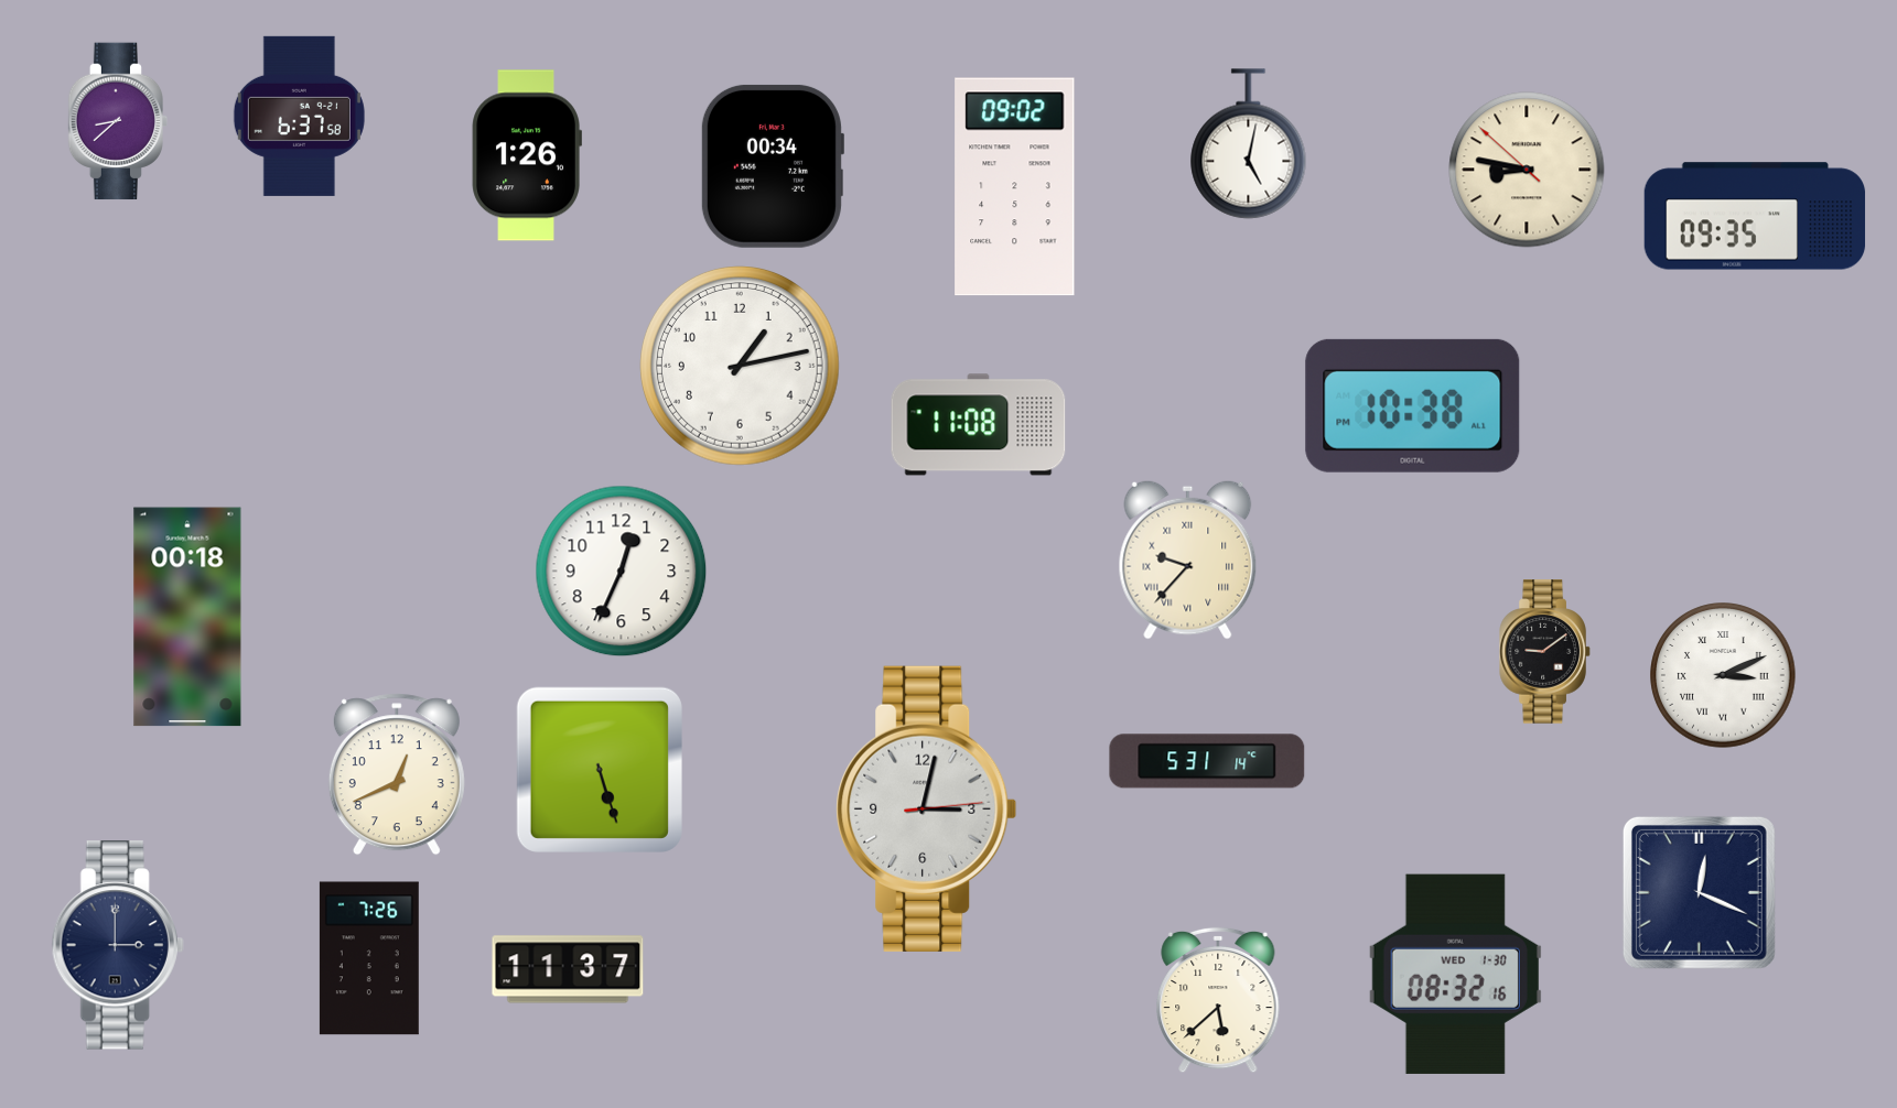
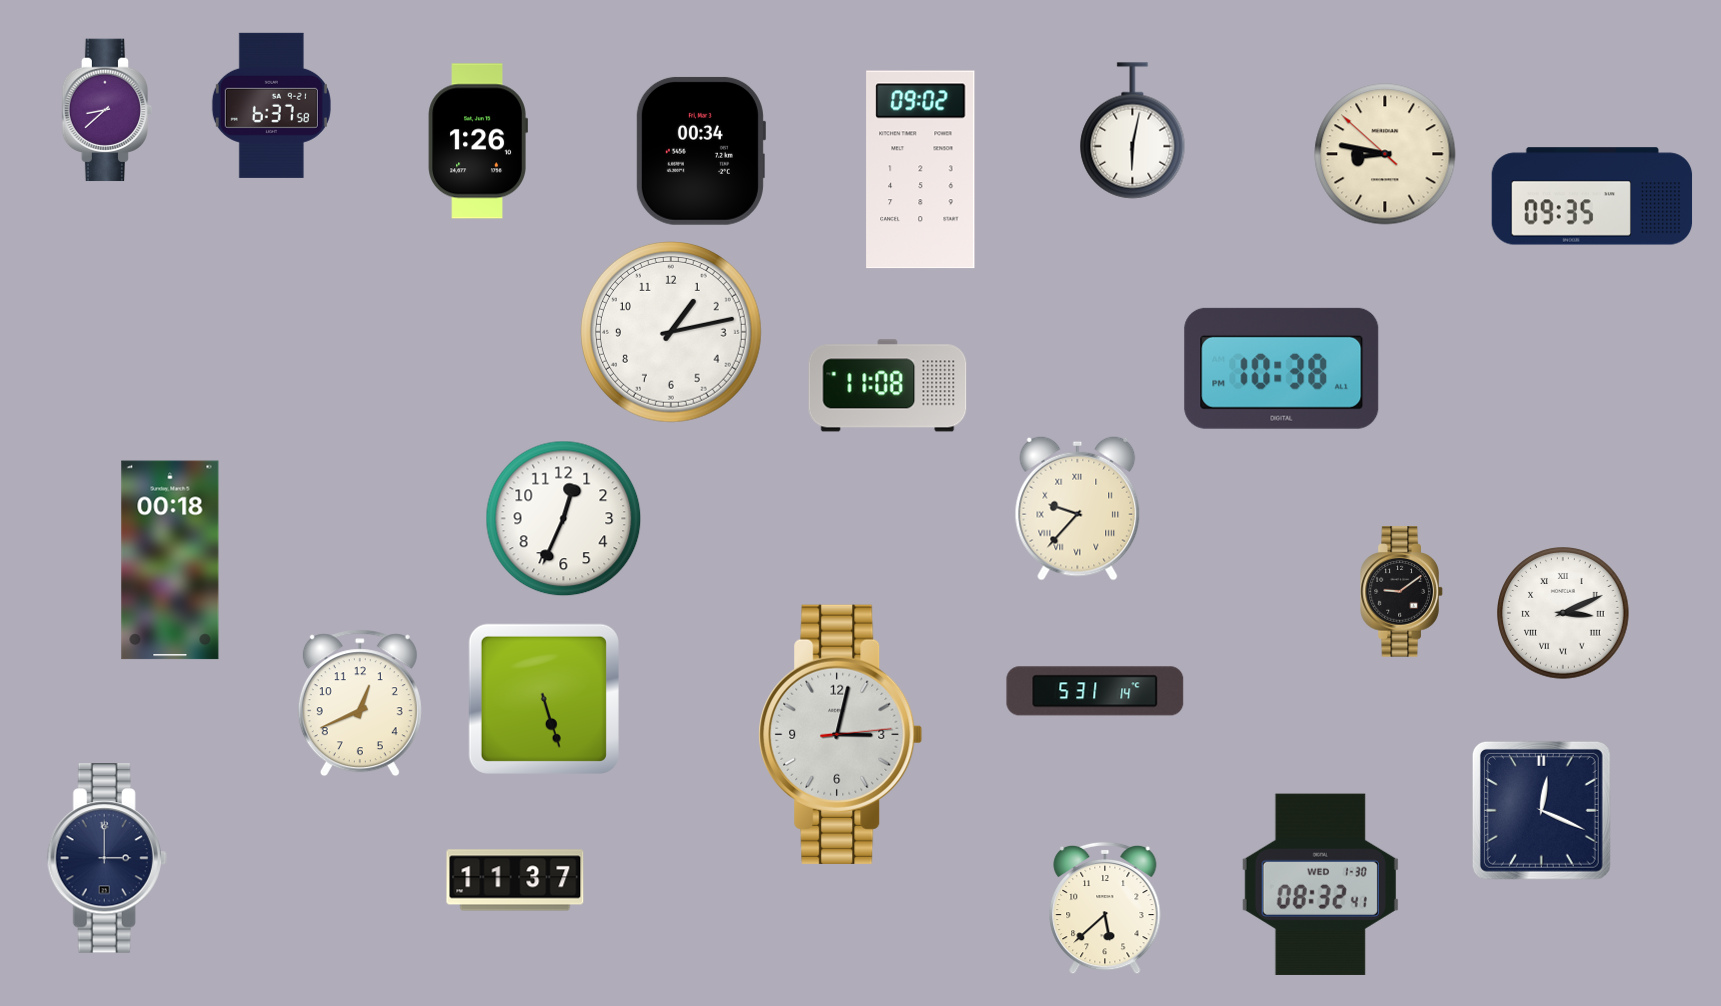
clock at (1249, 144): 5:02 -> 6:02
clock at (369, 958): 7:26 -> none
clock at (1455, 974): 08:32:16 -> 08:32:41
